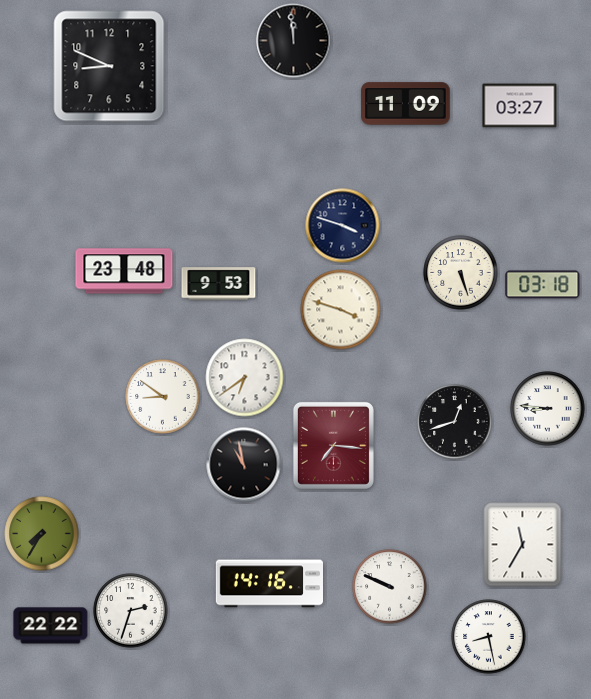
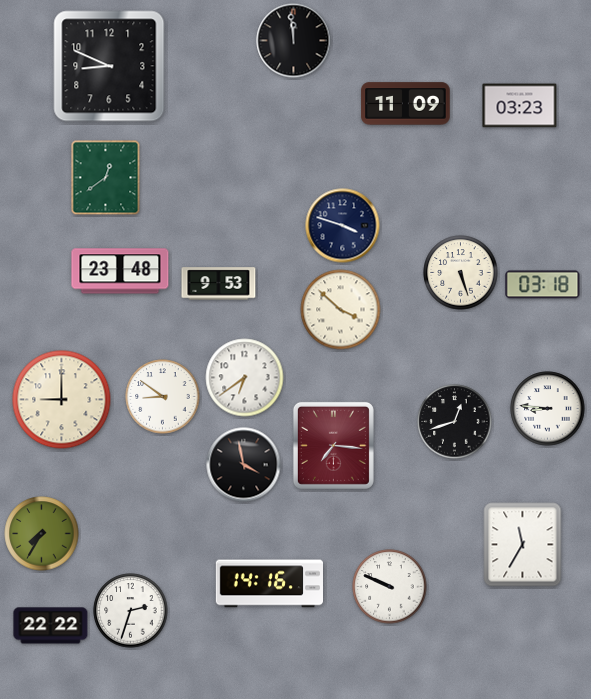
clock at (520, 106): 03:27 -> 03:23
clock at (106, 178): none -> 12:39
clock at (124, 271) position: (124, 271) -> (120, 271)
clock at (341, 310): 3:48 -> 3:52
clock at (62, 400): none -> 9:00
clock at (244, 465): 10:58 -> 3:58
clock at (489, 637): 8:28 -> none
